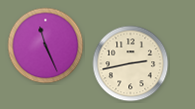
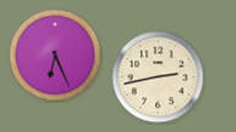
clock at (46, 46): 11:26 -> 6:26
